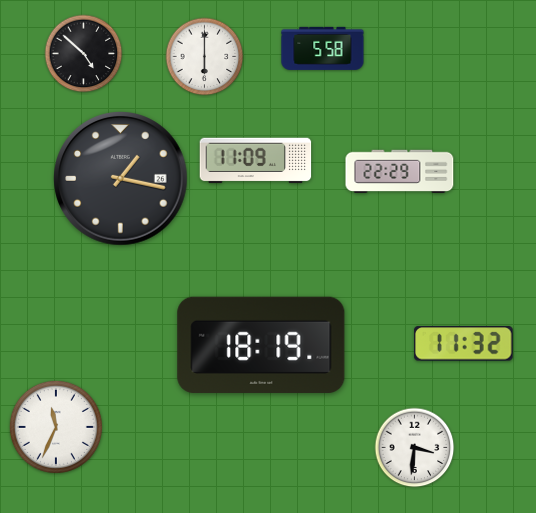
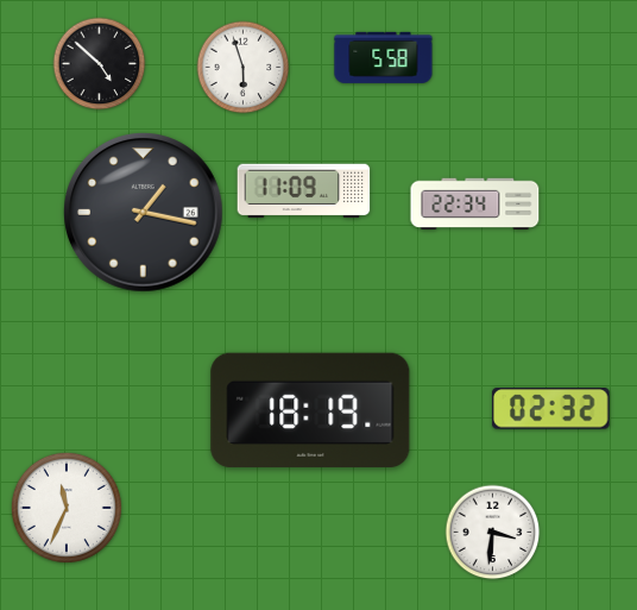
clock at (205, 57): 6:00 -> 5:57
clock at (400, 172): 22:29 -> 22:34
clock at (464, 344): 11:32 -> 02:32
